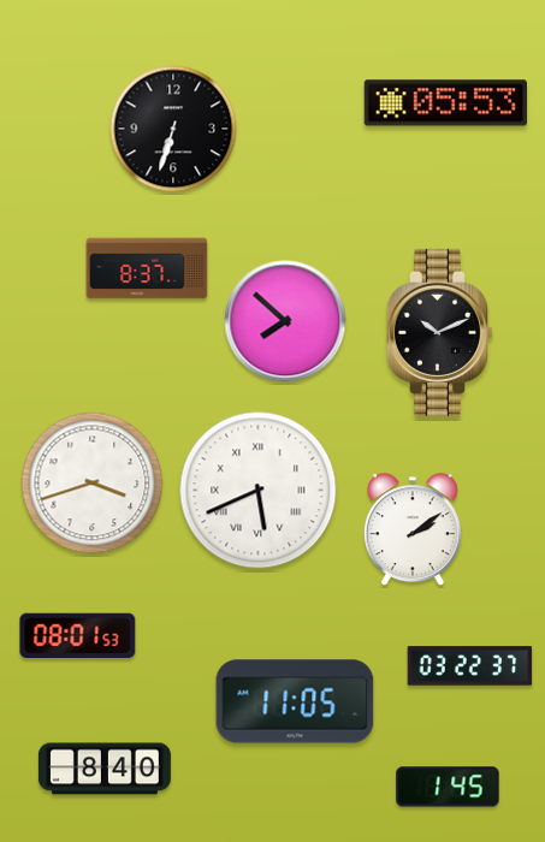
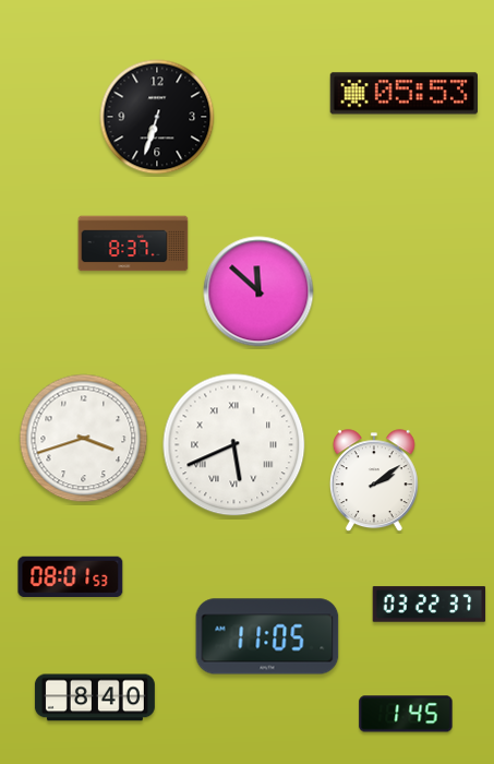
clock at (285, 321): 7:52 -> 11:52
clock at (439, 332): 10:11 -> none
clock at (470, 666) position: (470, 666) -> (430, 605)
